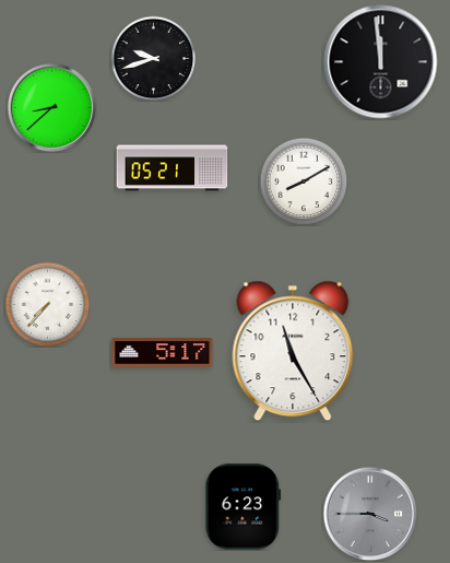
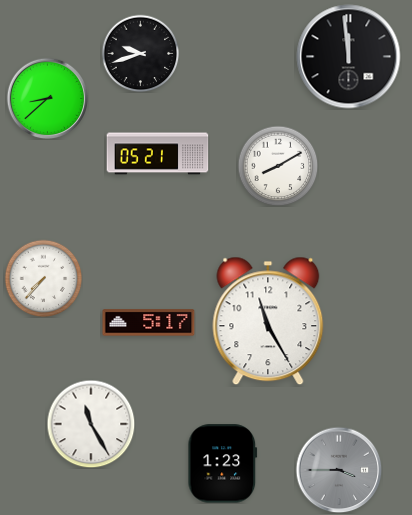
clock at (91, 424): none -> 11:25
clock at (244, 507): 6:23 -> 1:23
